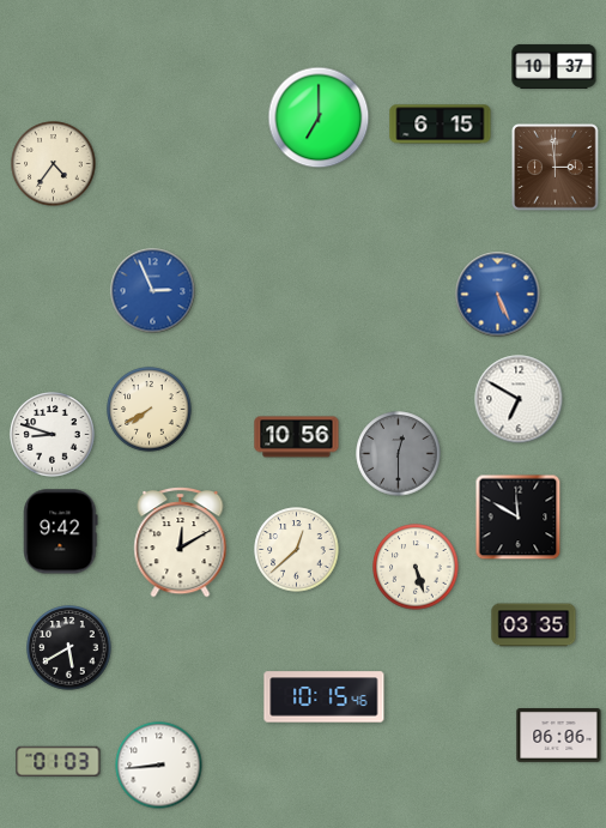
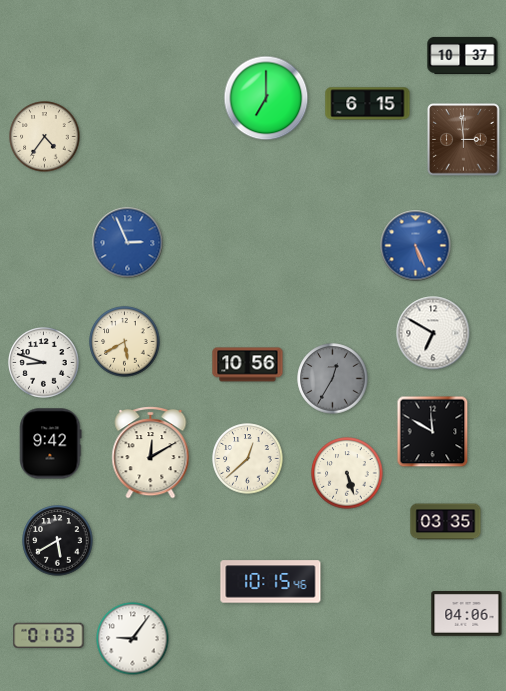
clock at (150, 410): 7:40 -> 5:40
clock at (399, 454): 12:30 -> 12:35
clock at (559, 736): 06:06 -> 04:06
clock at (159, 766): 8:44 -> 9:06
